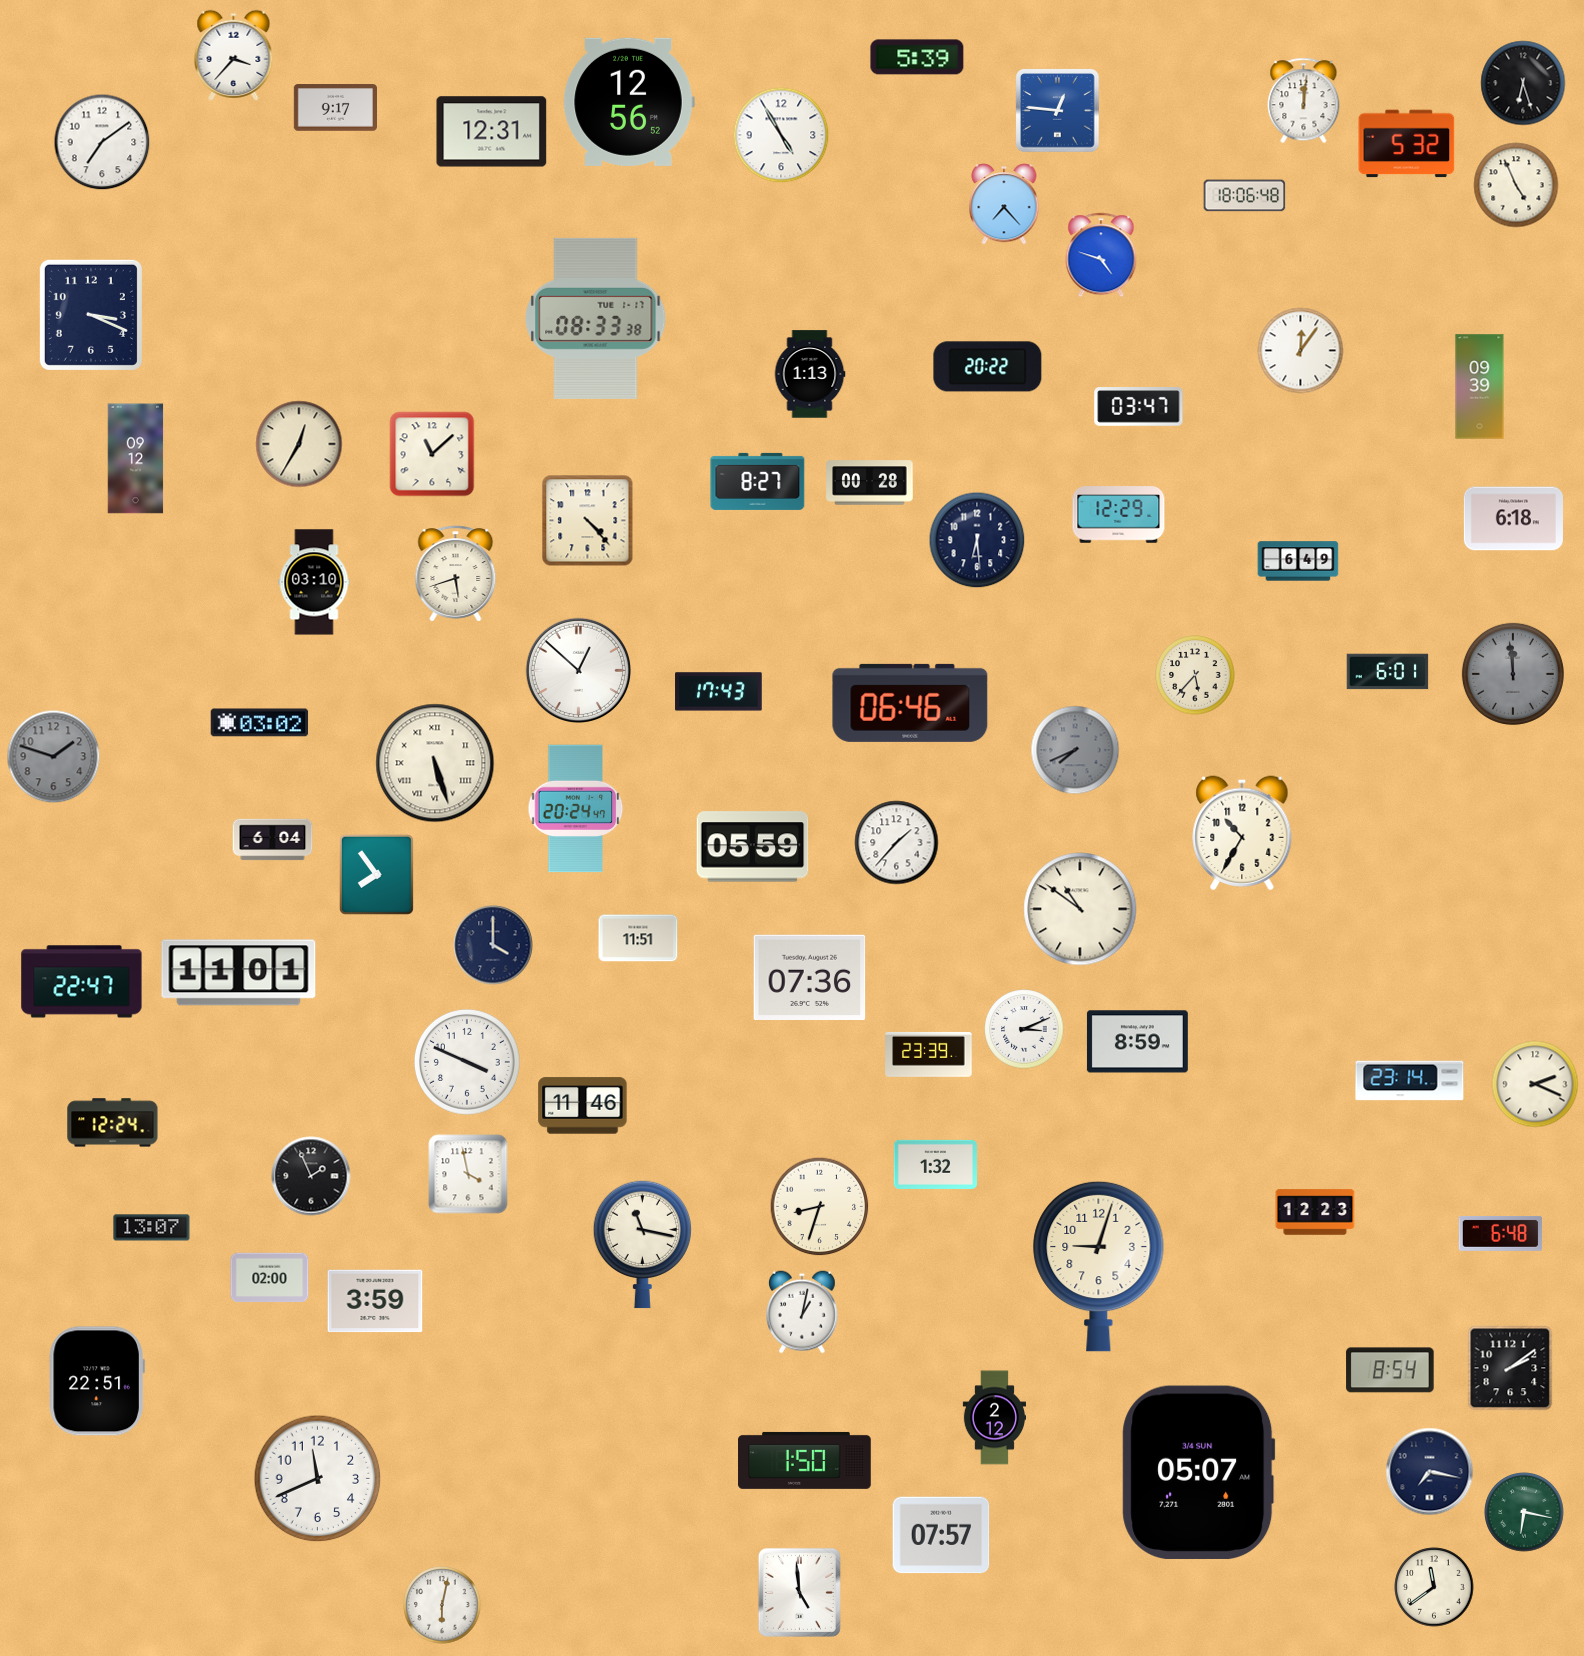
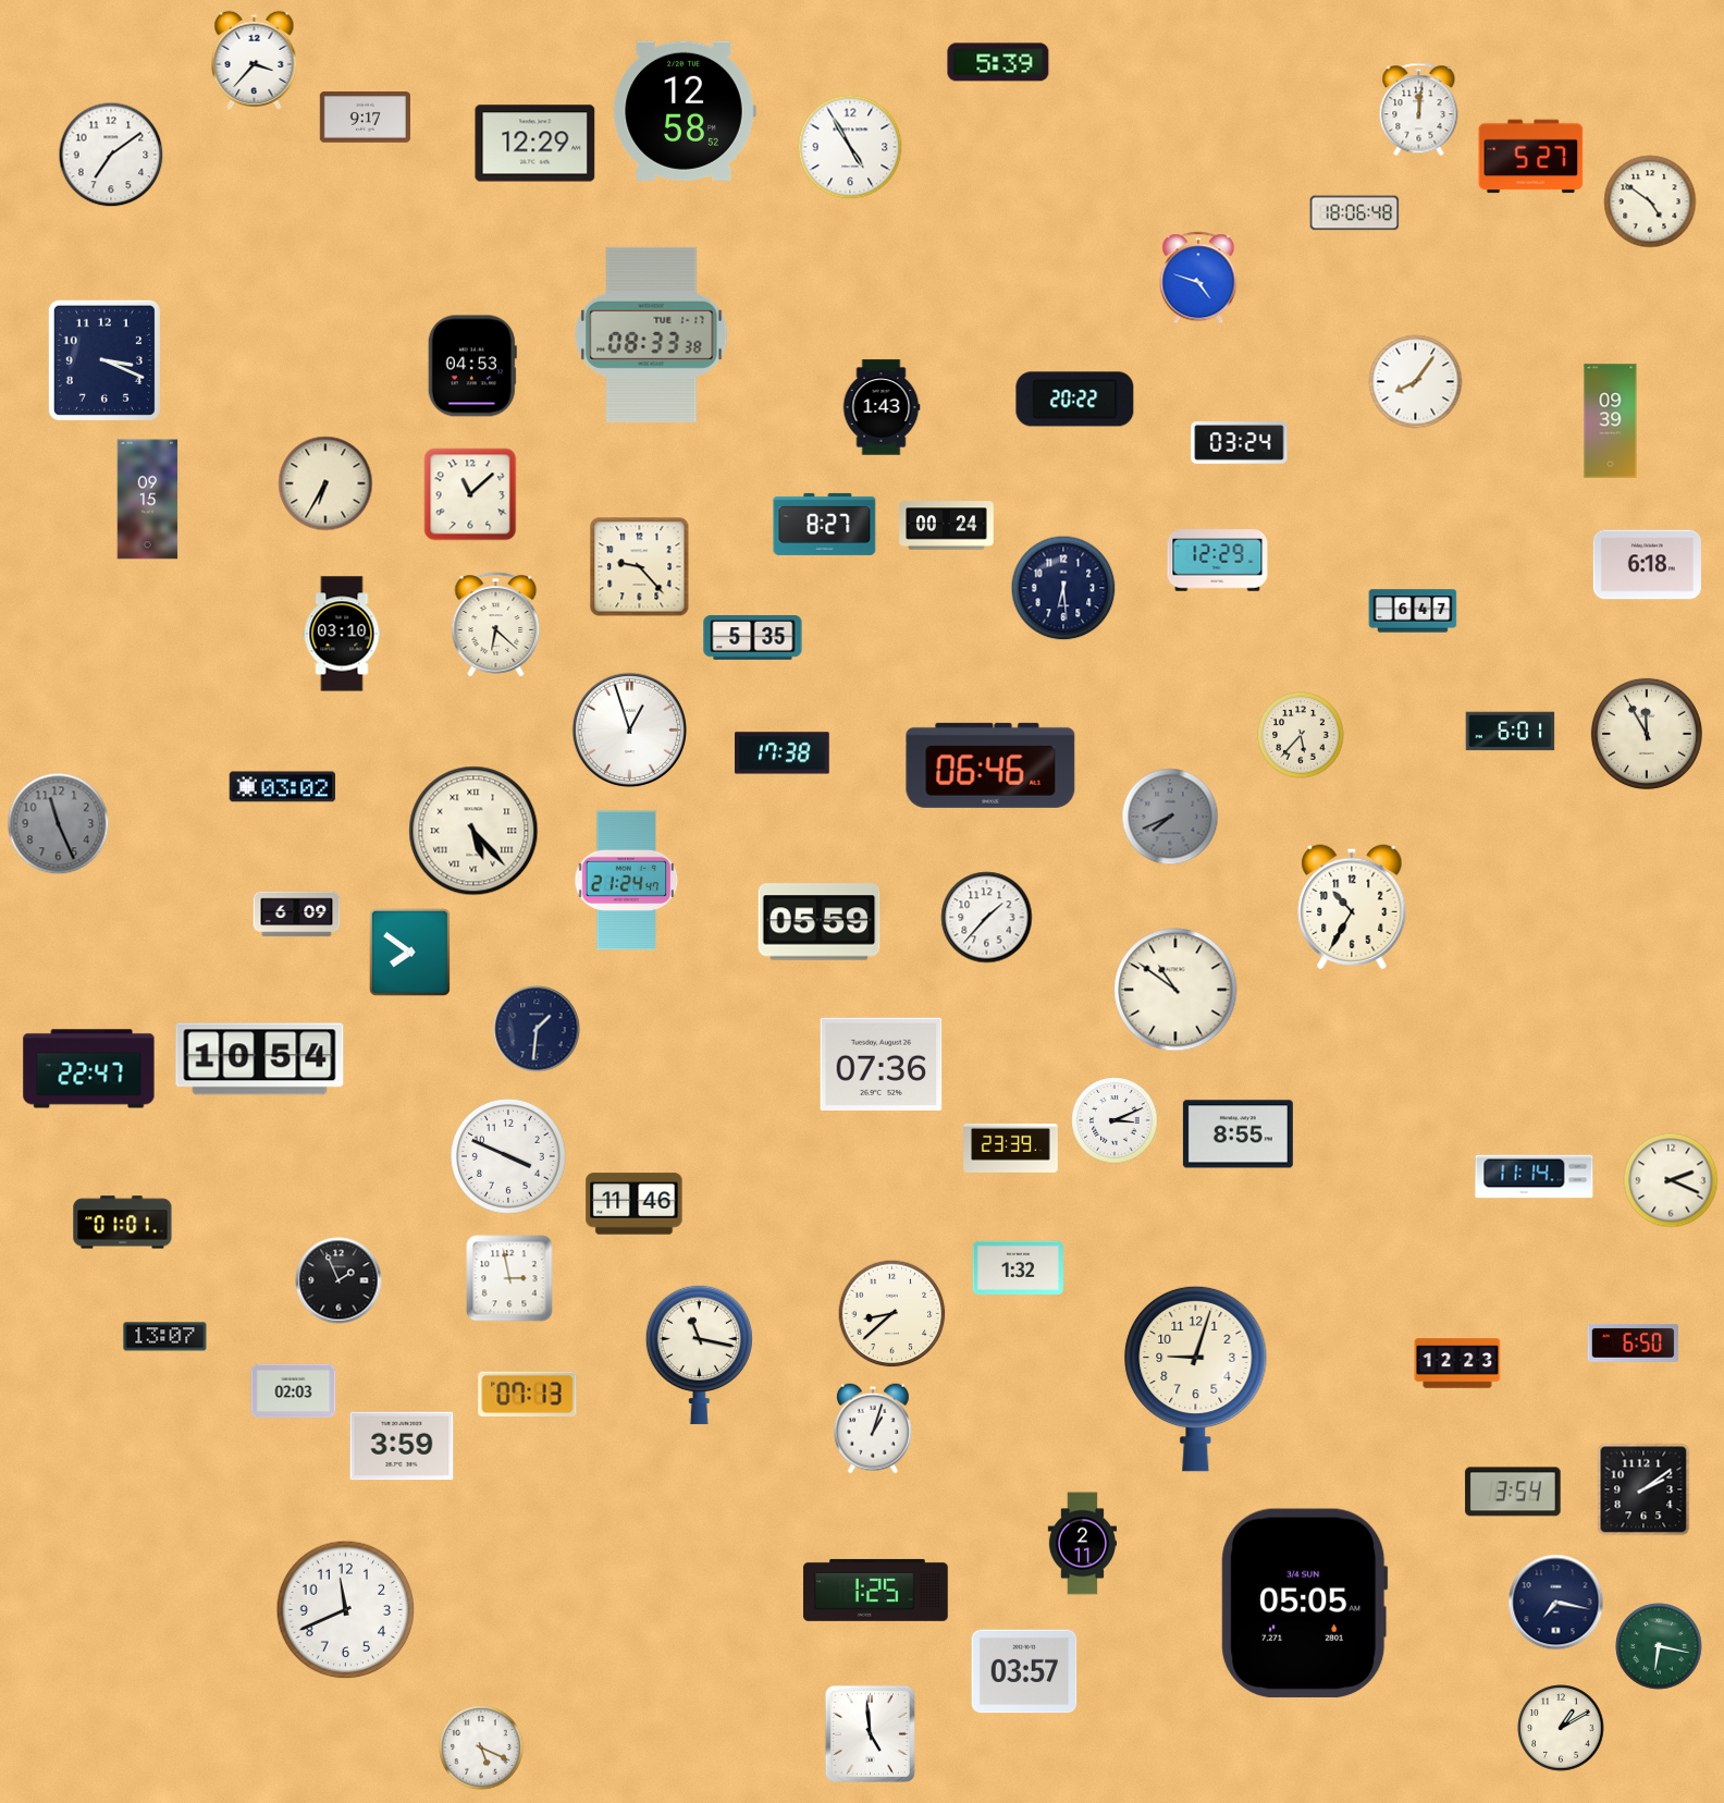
clock at (1523, 83): 6:27 -> none
clock at (629, 102): 12:56 -> 12:58
clock at (1058, 111): 12:46 -> none
clock at (492, 132): 12:31 -> 12:29
clock at (1407, 144): 5:32 -> 5:27
clock at (1516, 185): 4:56 -> 4:51
clock at (1004, 204): 7:23 -> none
clock at (91, 315) position: (91, 315) -> (104, 360)
clock at (596, 318) position: (596, 318) -> (652, 334)
clock at (472, 366): none -> 04:53
clock at (1301, 351): 12:06 -> 8:06
clock at (810, 374): 1:13 -> 1:43
clock at (1139, 407): 03:47 -> 03:24
clock at (299, 444): 12:35 -> 6:35
clock at (136, 459): 09:12 -> 09:15
clock at (870, 483): 00:28 -> 00:24
clock at (588, 521): 4:23 -> 9:23
clock at (1298, 561): 6:49 -> 6:47
clock at (456, 574): 5:42 -> 6:22
clock at (753, 638): none -> 5:35
clock at (578, 670): 12:52 -> 12:57
clock at (1513, 674): 11:59 -> 11:55
clock at (1513, 674) dial: grey -> cream
clock at (719, 692): 17:43 -> 17:38
clock at (54, 757): 1:48 -> 11:26
clock at (435, 763): 5:27 -> 5:23
clock at (576, 809): 20:24 -> 21:24
clock at (273, 840): 6:04 -> 6:09
clock at (897, 843) position: (897, 843) -> (987, 918)
clock at (376, 874): 7:54 -> 7:51
clock at (638, 938): 11:51 -> none
clock at (493, 945): 4:00 -> 1:31
clock at (239, 973): 11:01 -> 10:54
clock at (1137, 1042): 8:59 -> 8:55
clock at (1410, 1081): 23:14 -> 11:14
clock at (113, 1123): 12:24 -> 01:01
clock at (468, 1174): 3:58 -> 2:58
clock at (820, 1207): 8:33 -> 8:38
clock at (1315, 1212) position: (1315, 1212) -> (1457, 1363)
clock at (1500, 1234): 6:48 -> 6:50
clock at (270, 1278): 02:00 -> 02:03
clock at (528, 1394): none -> 07:13
clock at (375, 1301) position: (375, 1301) -> (402, 1446)
clock at (802, 1312): 1:02 -> 1:03
clock at (1390, 1370): 8:54 -> 3:54
clock at (97, 1381): 22:51 -> none
clock at (994, 1418): 2:12 -> 2:11
clock at (805, 1460): 1:50 -> 1:25
clock at (1199, 1472): 05:07 -> 05:05
clock at (941, 1535): 07:57 -> 03:57
clock at (1434, 1587): 11:39 -> 1:10
clock at (442, 1605): 6:02 -> 5:19
